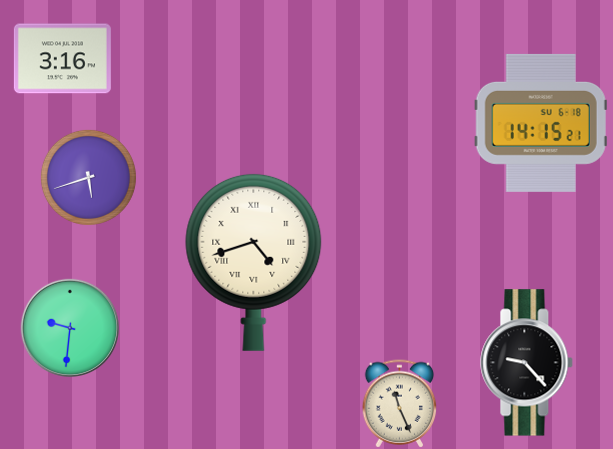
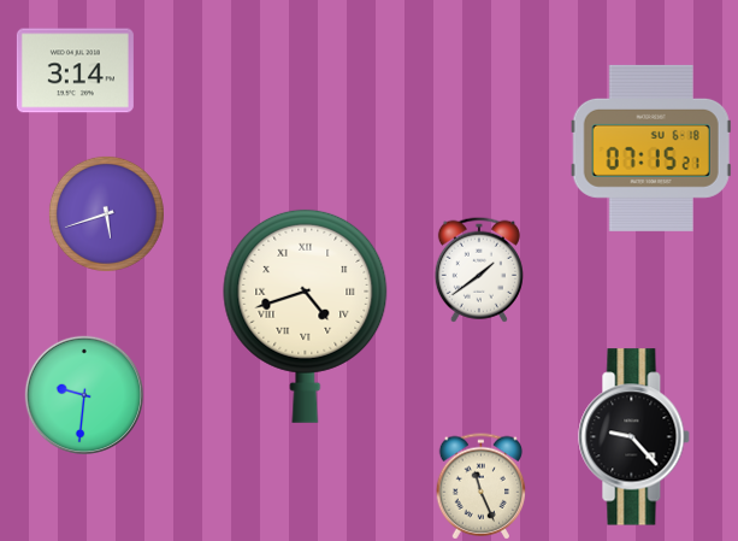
clock at (62, 59): 3:16 -> 3:14
clock at (541, 123): 14:15 -> 07:15
clock at (479, 270): none -> 1:39
